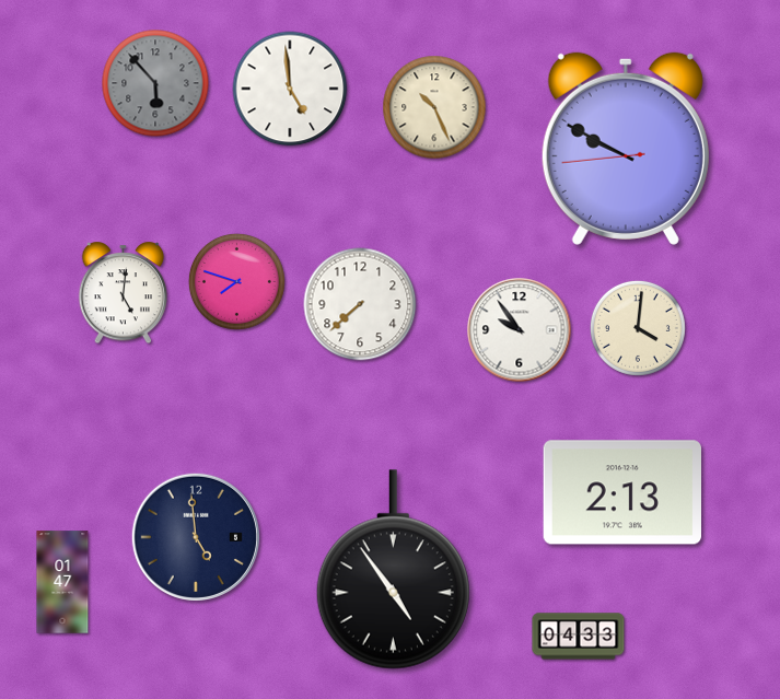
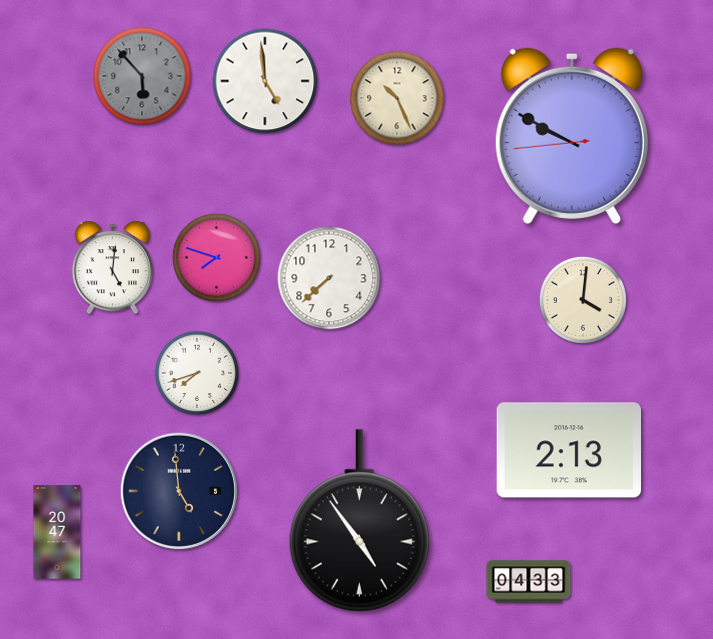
clock at (520, 330): 9:54 -> none
clock at (197, 373): none -> 7:42
clock at (62, 582): 01:47 -> 20:47
